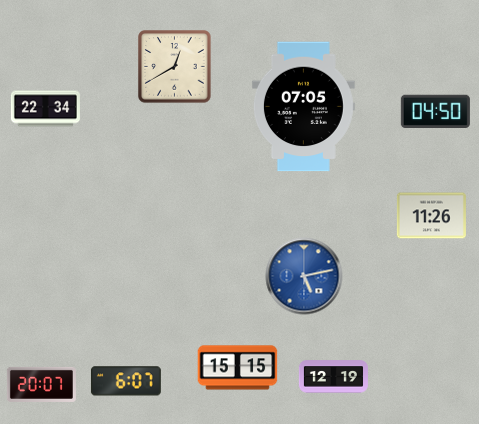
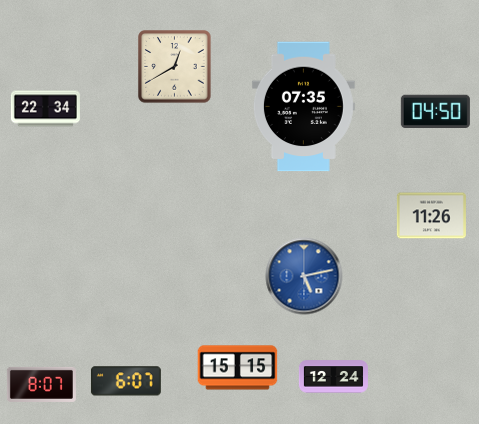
clock at (303, 107): 07:05 -> 07:35
clock at (333, 377): 12:19 -> 12:24
clock at (41, 384): 20:07 -> 8:07
